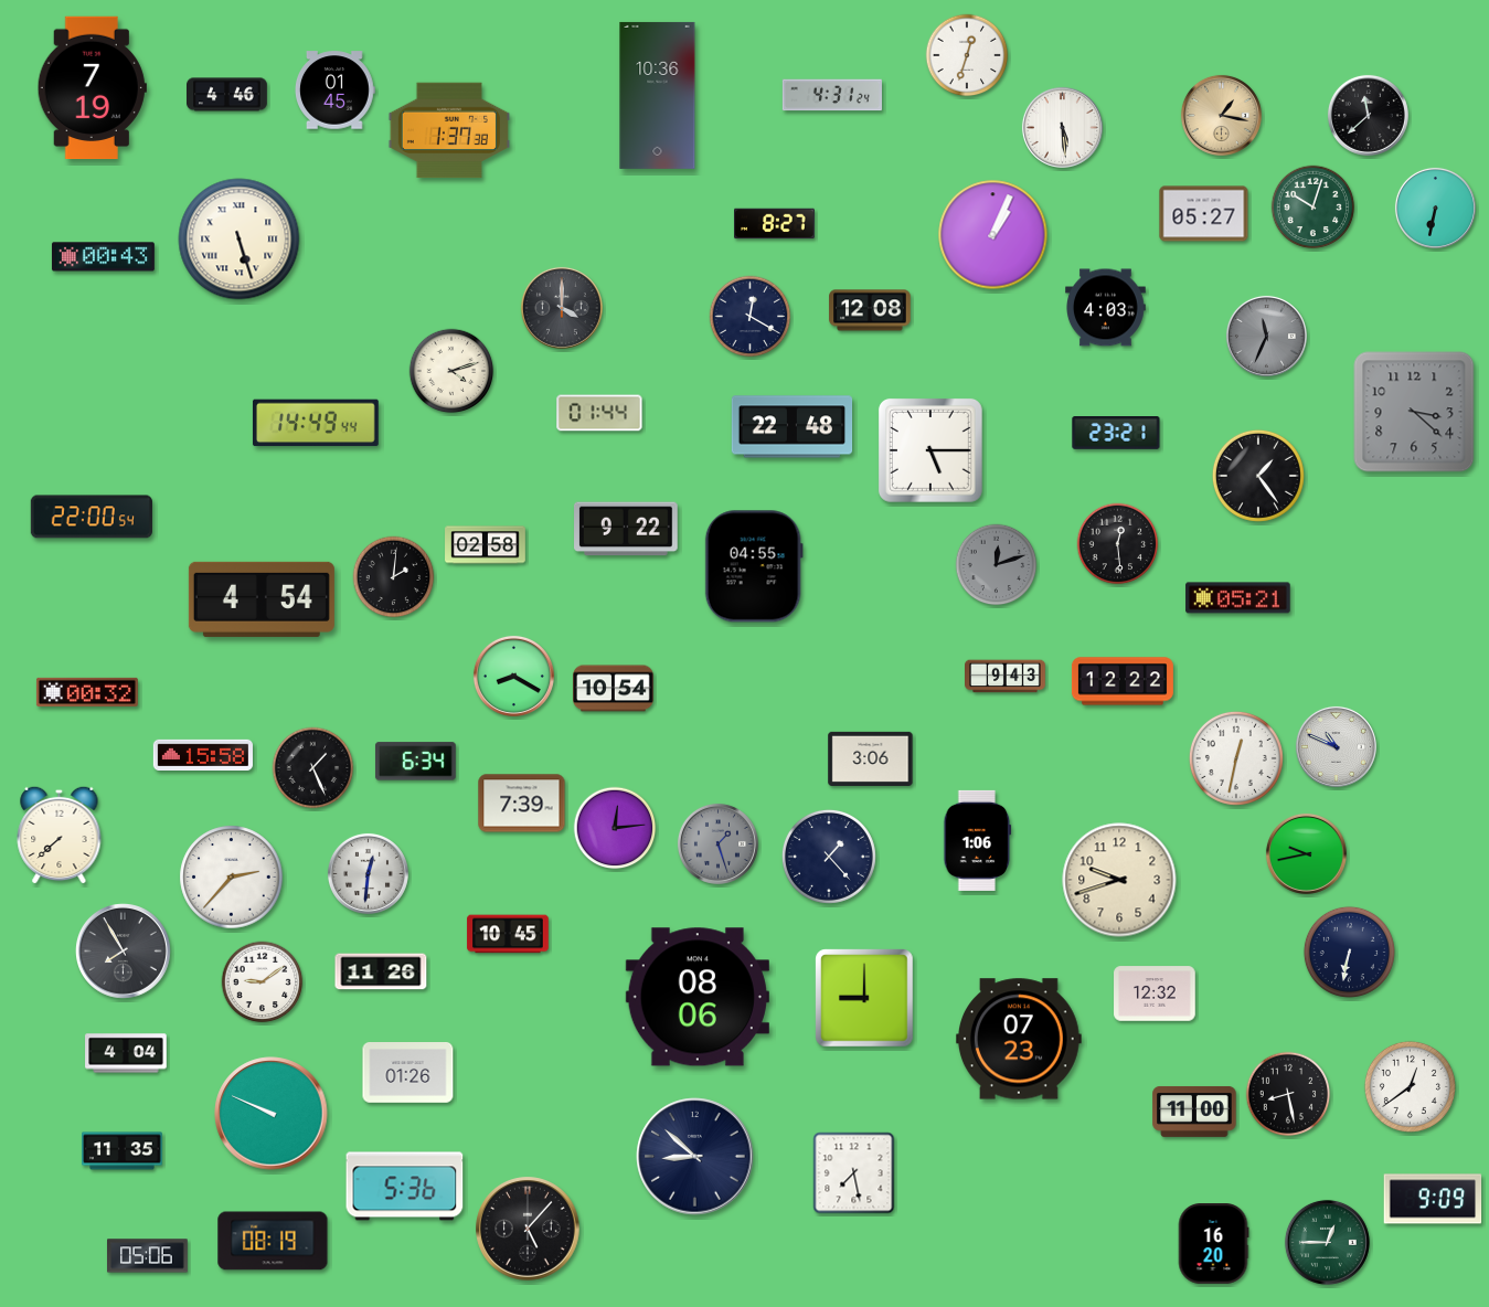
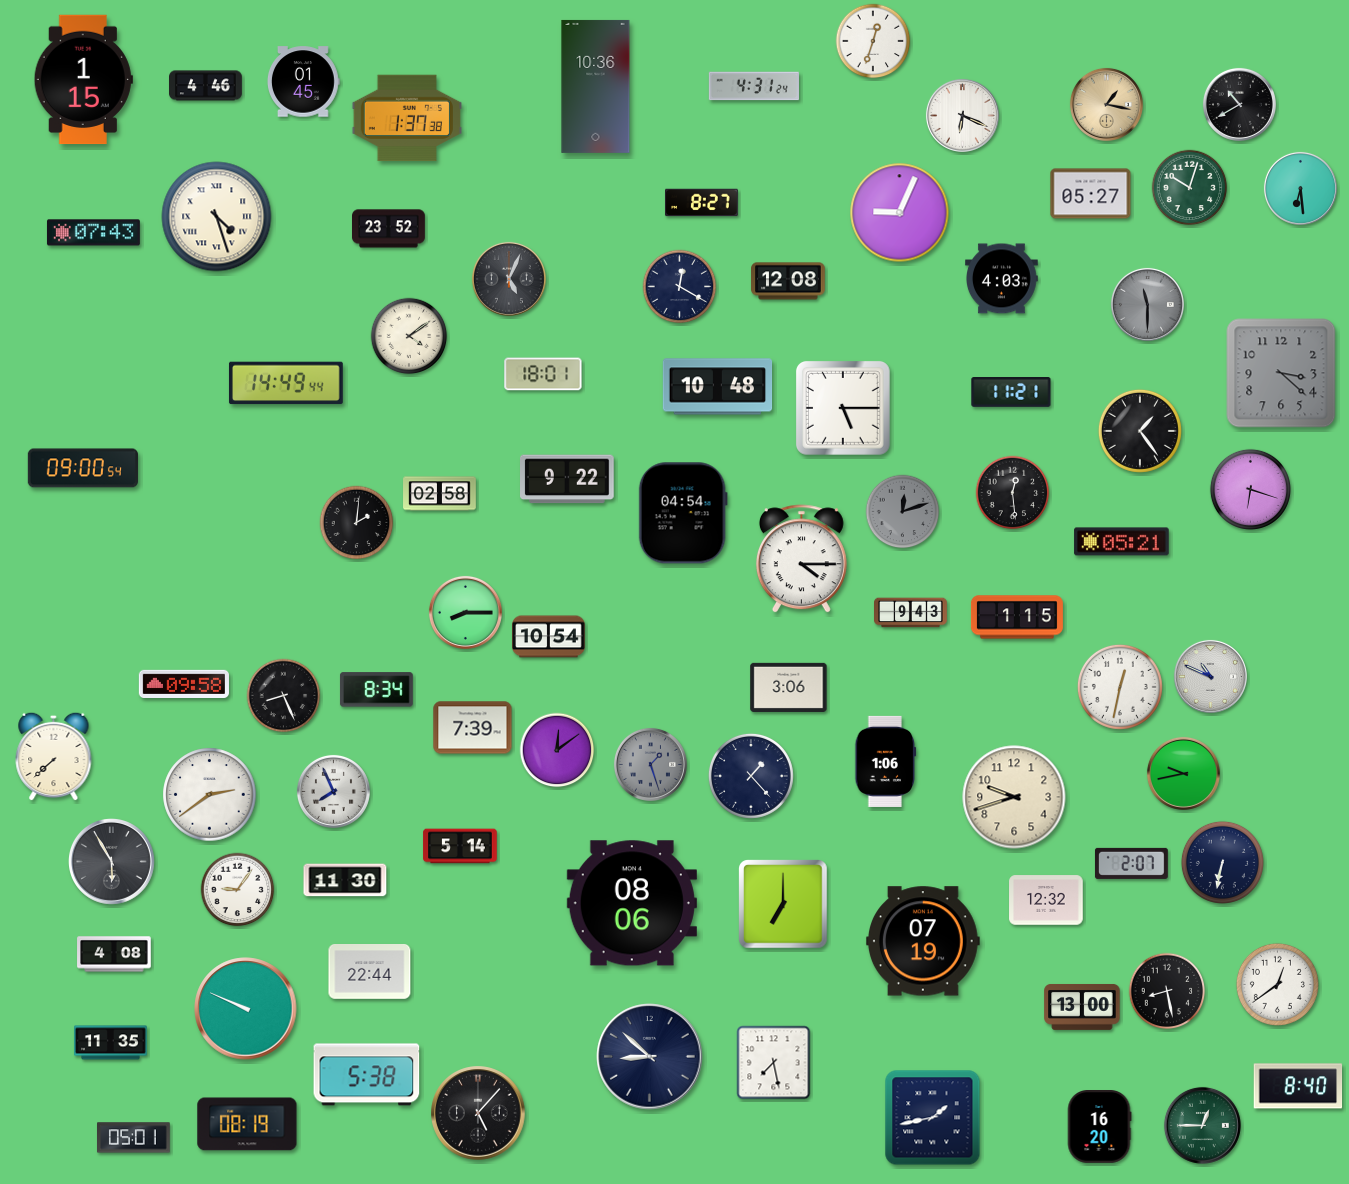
clock at (967, 55) position: (967, 55) -> (873, 41)
clock at (92, 88): 7:19 -> 1:15
clock at (1368, 115): 11:38 -> 10:40
clock at (1062, 127): 5:29 -> 6:19
clock at (1435, 208): 6:32 -> 6:29
clock at (993, 235): 1:04 -> 9:04
clock at (240, 240): 5:27 -> 4:27
clock at (389, 229): none -> 23:52
clock at (103, 257): 00:43 -> 07:43
clock at (562, 308): 4:00 -> 5:04
clock at (1266, 336): 11:34 -> 11:30
clock at (451, 371): 4:12 -> 4:09
clock at (599, 413): 01:44 -> 18:01
clock at (793, 427): 22:48 -> 10:48
clock at (1116, 434): 23:21 -> 11:21
clock at (92, 517): 22:00 -> 09:00
clock at (1250, 489): none -> 6:18
clock at (754, 566): 04:55 -> 04:54
clock at (262, 599): 4:54 -> none
clock at (801, 559): none -> 4:15
clock at (513, 676): 8:20 -> 8:15
clock at (1123, 681): 12:22 -> 1:15
clock at (614, 689) position: (614, 689) -> (549, 637)
clock at (87, 692): 00:32 -> none
clock at (203, 754): 15:58 -> 09:58
clock at (415, 762): 6:34 -> 8:34
clock at (313, 768): 1:26 -> 8:26
clock at (615, 828): 12:14 -> 12:09
clock at (368, 873): 12:31 -> 7:56
clock at (232, 878): 2:37 -> 2:39
clock at (508, 934): 10:45 -> 5:14
clock at (124, 952): 7:55 -> 5:55
clock at (1131, 863): none -> 2:07
clock at (381, 971): 11:26 -> 11:30
clock at (263, 982): 9:09 -> 9:06
clock at (864, 998): 9:00 -> 7:00
clock at (1019, 1039): 07:23 -> 07:19
clock at (126, 1053): 4:04 -> 4:08
clock at (408, 1073): 01:26 -> 22:44
clock at (1194, 1112): 11:00 -> 13:00
clock at (695, 1157) position: (695, 1157) -> (650, 1057)
clock at (405, 1187): 5:36 -> 5:38
clock at (1433, 1199): 9:09 -> 8:40
clock at (933, 1118): none -> 1:43
clock at (148, 1256): 05:06 -> 05:01
